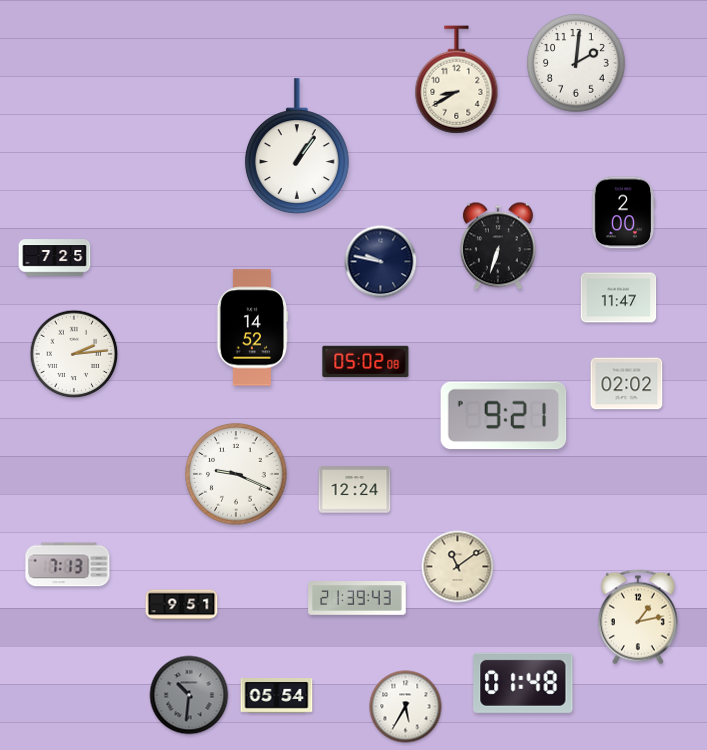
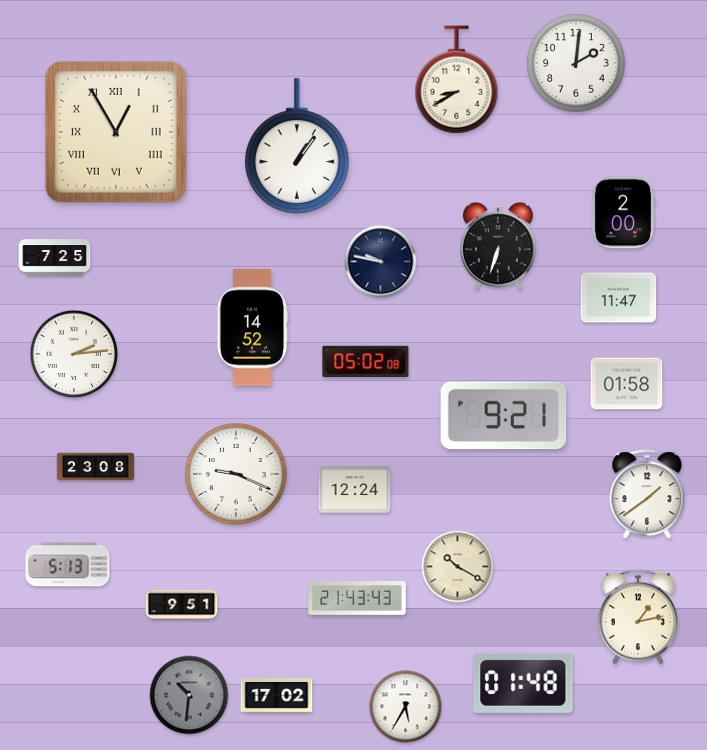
clock at (116, 132): none -> 12:55
clock at (627, 384): 02:02 -> 01:58
clock at (95, 467): none -> 23:08
clock at (647, 495): none -> 1:39
clock at (68, 565): 7:13 -> 5:13
clock at (458, 567): 11:09 -> 10:20
clock at (357, 599): 21:39 -> 21:43
clock at (277, 696): 05:54 -> 17:02
